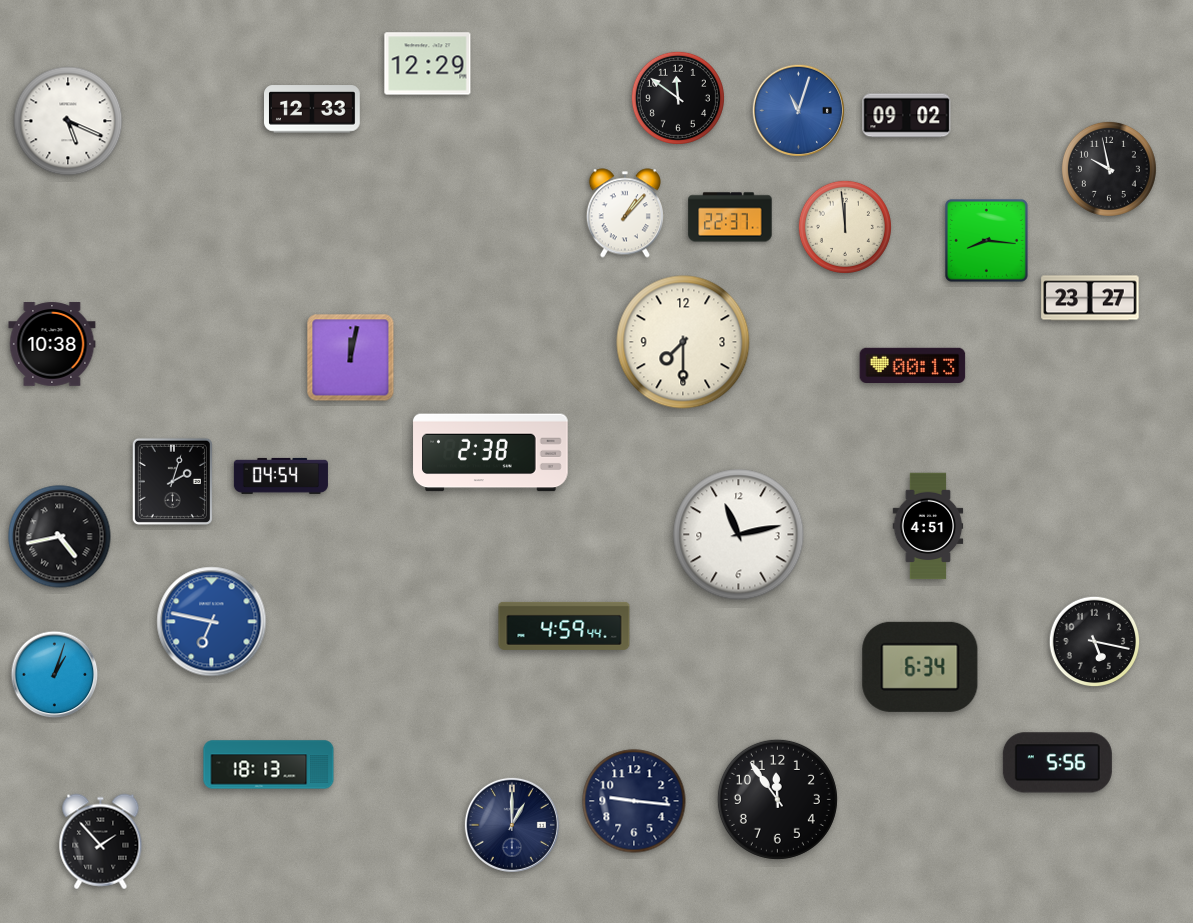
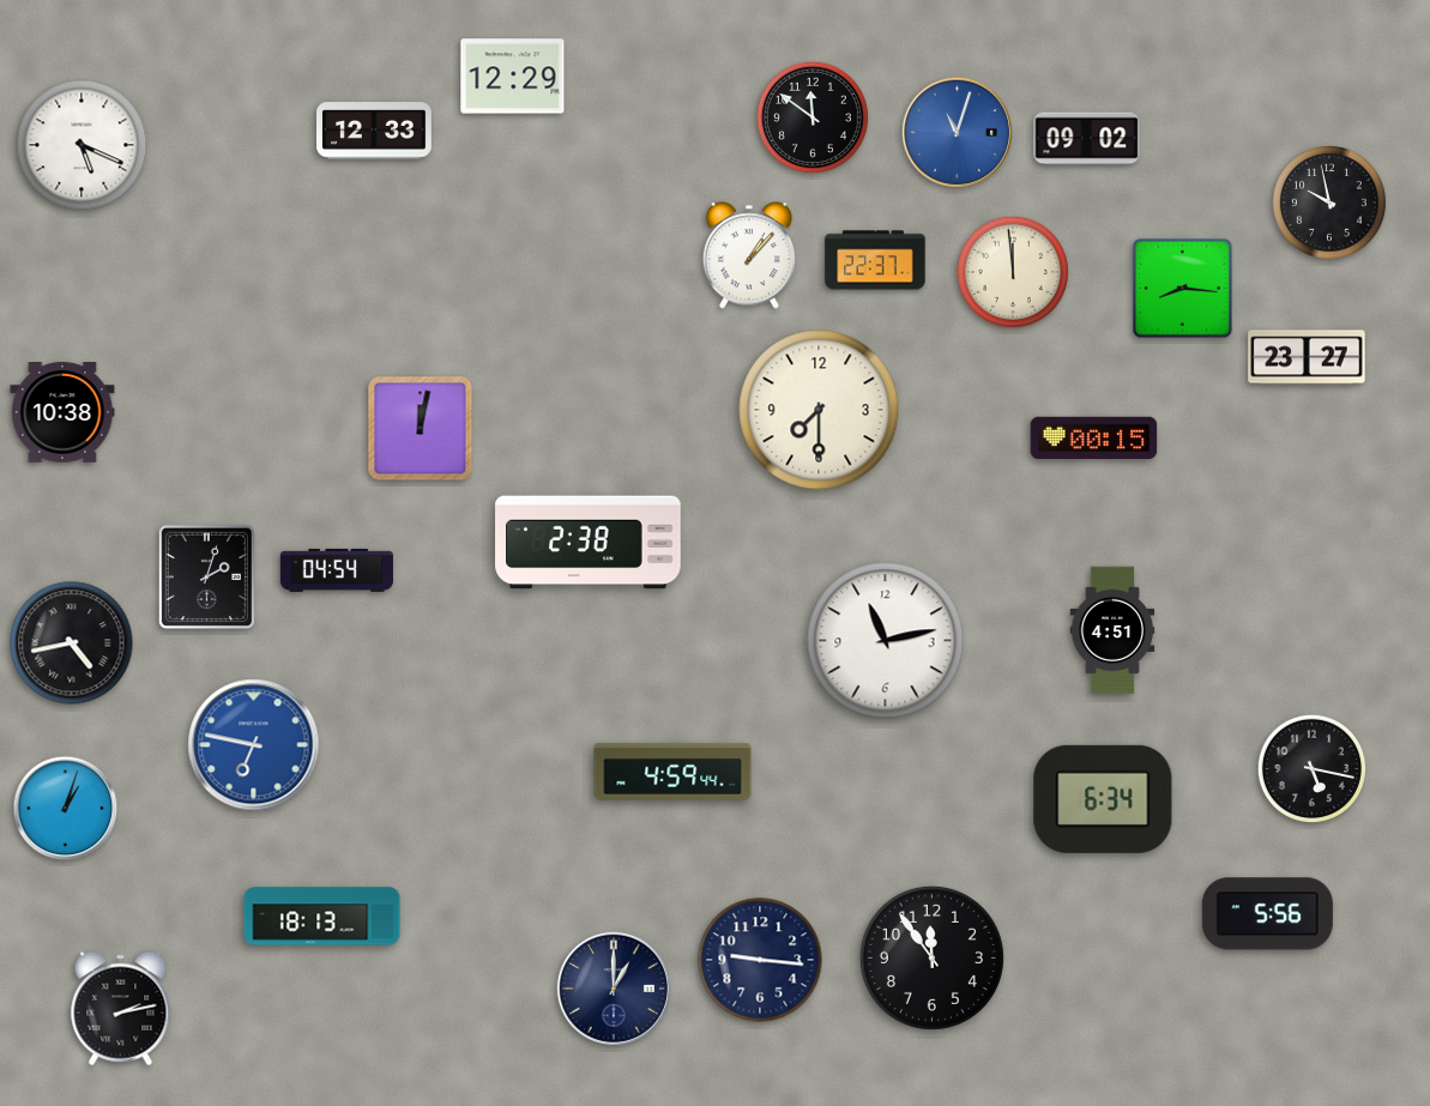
clock at (913, 365): 00:13 -> 00:15
clock at (564, 626) position: (564, 626) -> (672, 772)
clock at (101, 842): 1:53 -> 2:13
